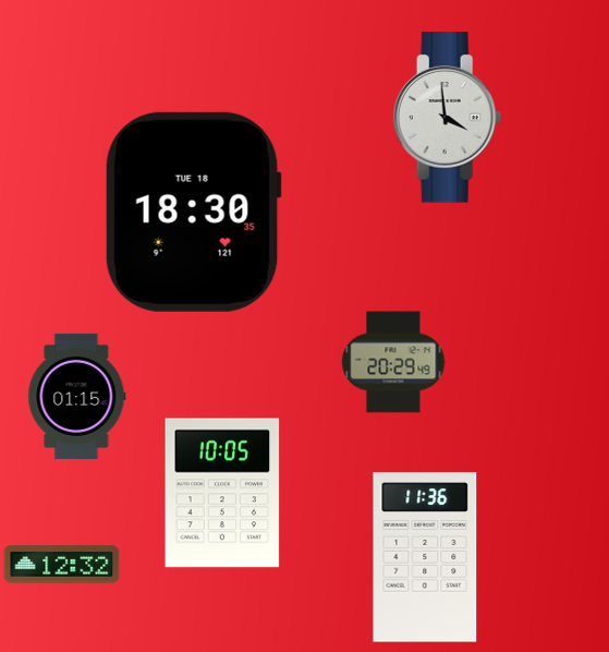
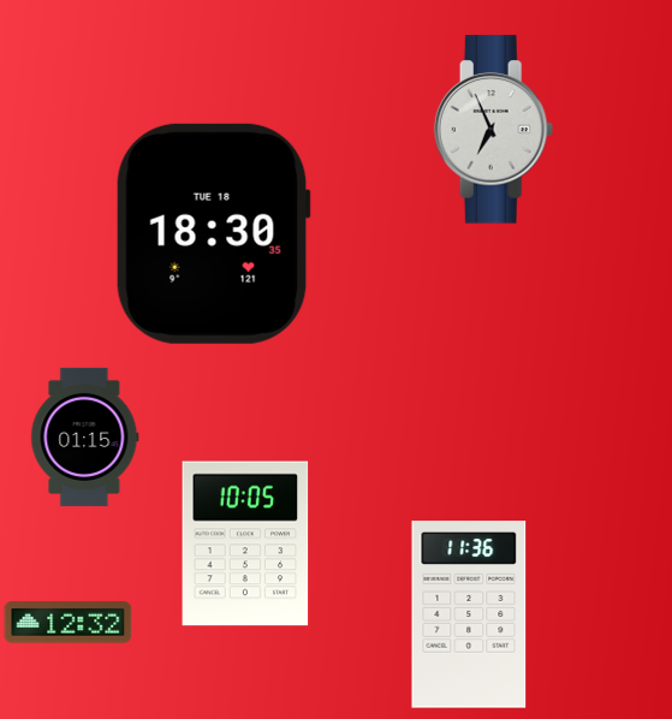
clock at (448, 118): 3:59 -> 6:56
clock at (393, 362): 20:29 -> none
